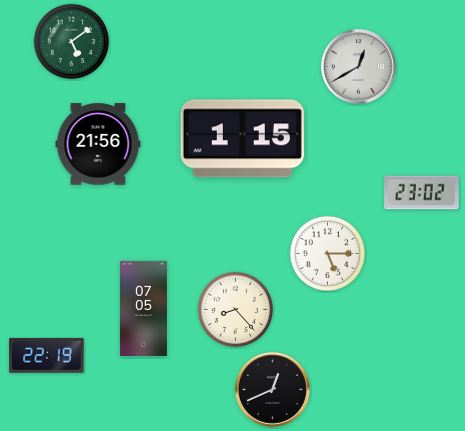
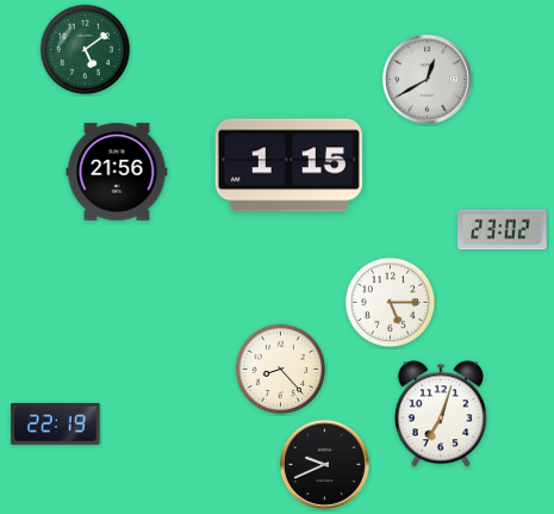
clock at (143, 308): 07:05 -> none
clock at (441, 414): none -> 7:03
clock at (272, 389): 12:41 -> 9:41
